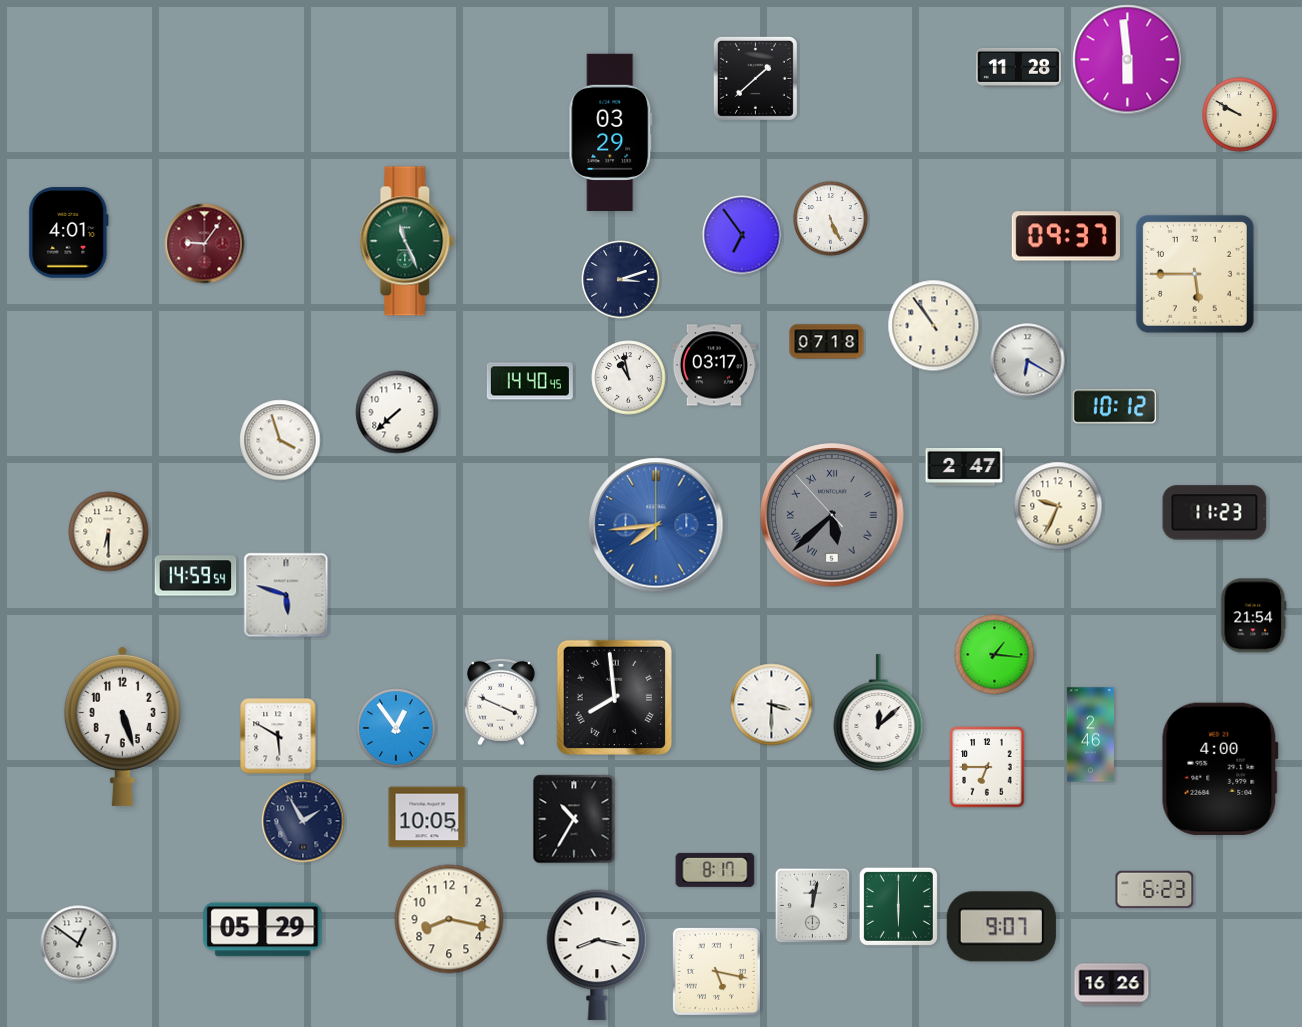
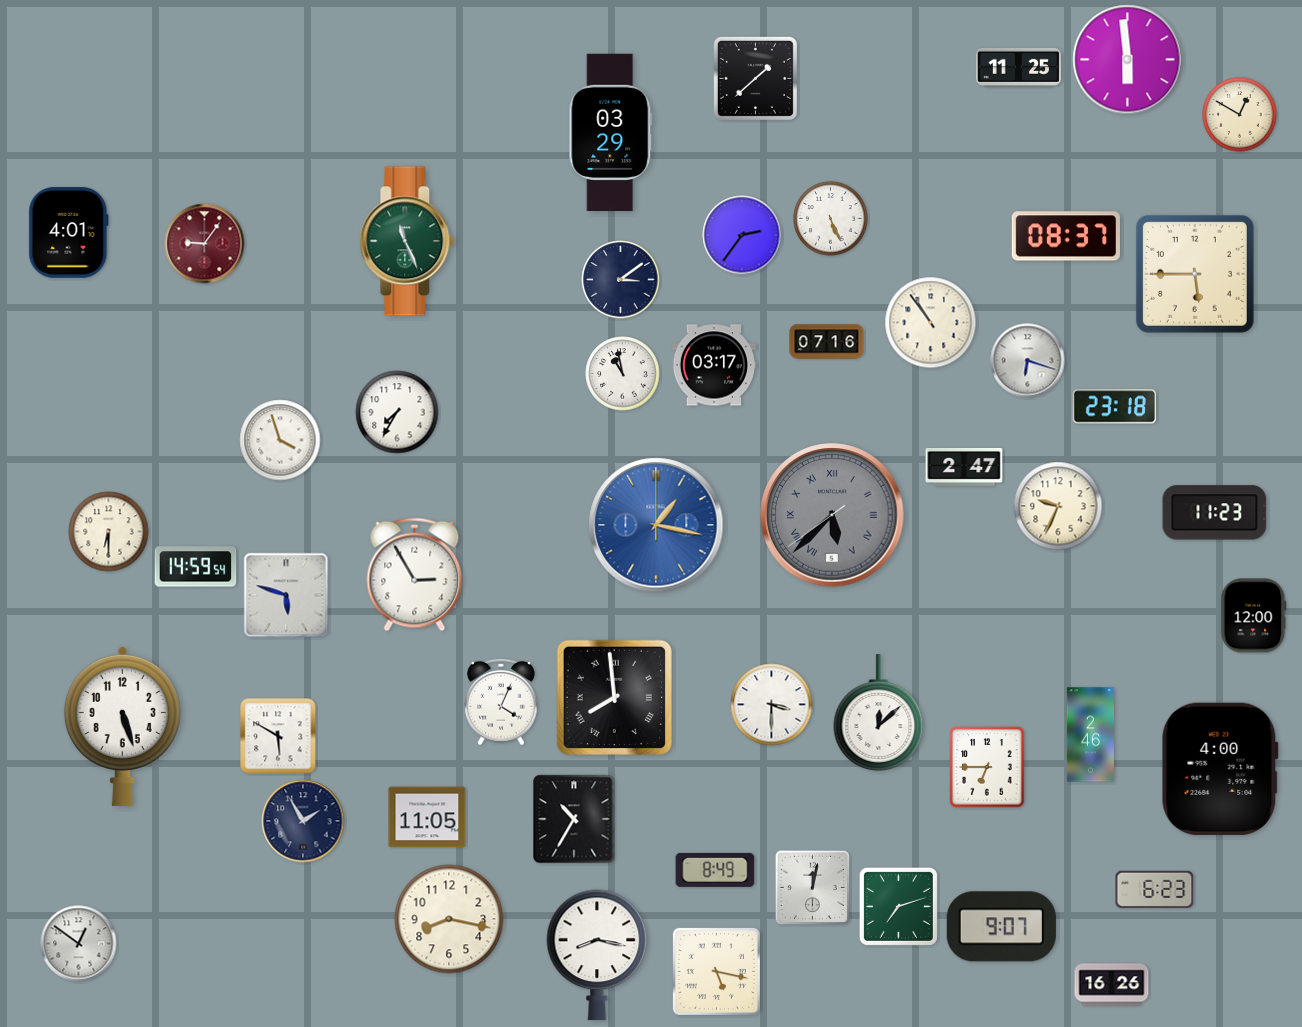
clock at (1018, 67): 11:28 -> 11:25
clock at (1240, 115): 9:50 -> 12:50
clock at (742, 235): 6:54 -> 2:36
clock at (1065, 236): 09:37 -> 08:37
clock at (621, 280): 3:12 -> 3:09
clock at (934, 326) position: (934, 326) -> (931, 323)
clock at (827, 342): 07:18 -> 07:16
clock at (1028, 361): 6:20 -> 6:18
clock at (629, 378) position: (629, 378) -> (623, 374)
clock at (530, 381): 14:40 -> none
clock at (1114, 407): 10:12 -> 23:18
clock at (397, 412): 7:38 -> 7:35
clock at (832, 515): 5:37:53 -> 5:37:39
clock at (656, 525): 7:44 -> 1:17
clock at (415, 575): none -> 2:55
clock at (196, 576) position: (196, 576) -> (196, 567)
clock at (1254, 616): 21:54 -> 12:00
clock at (995, 655): 1:16 -> none
clock at (501, 702): 3:49 -> 4:04
clock at (396, 728): 12:54 -> none
clock at (427, 817): 10:05 -> 11:05
clock at (715, 870): 8:17 -> 8:49
clock at (812, 905) position: (812, 905) -> (812, 887)
clock at (898, 906): 6:00 -> 7:12
clock at (263, 930): 05:29 -> none
